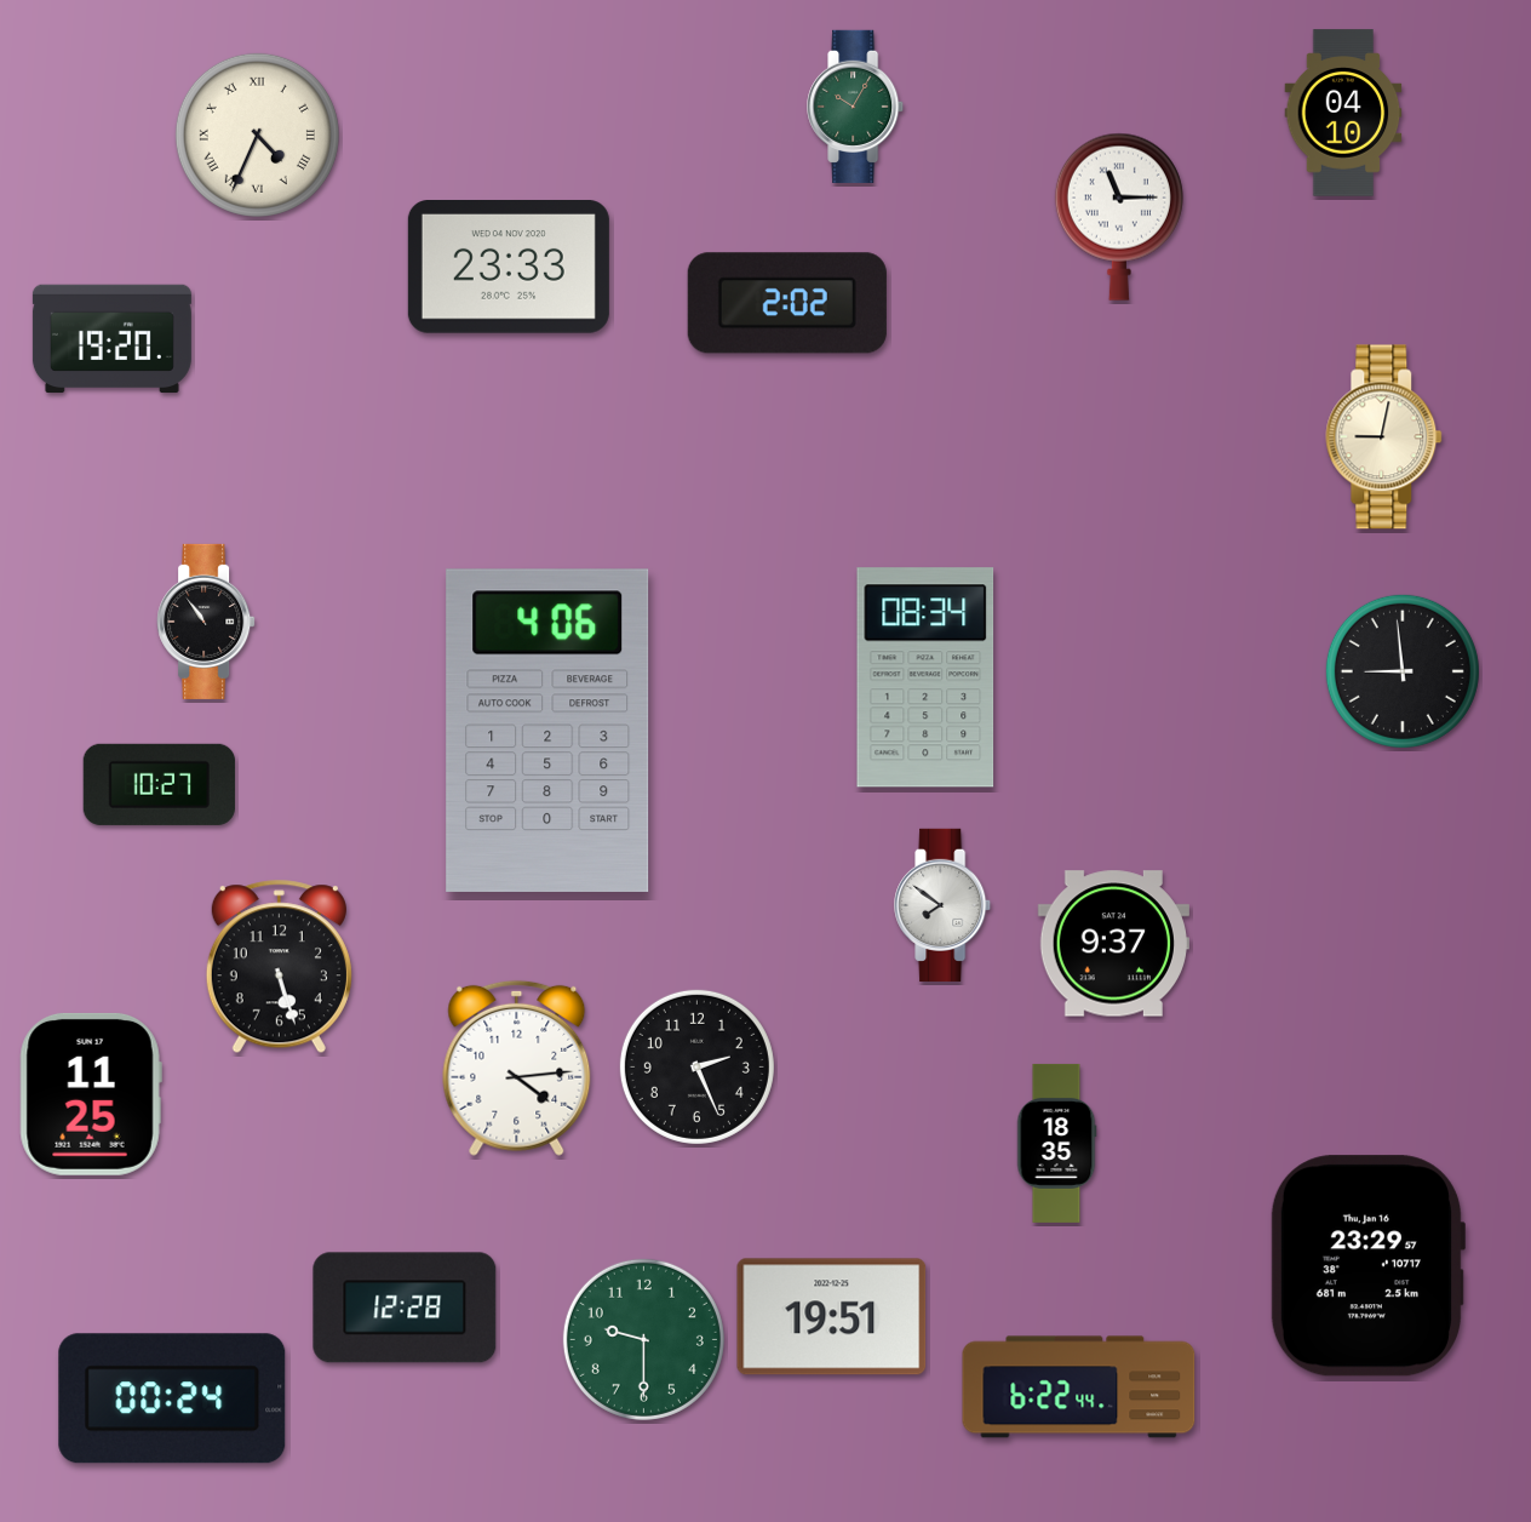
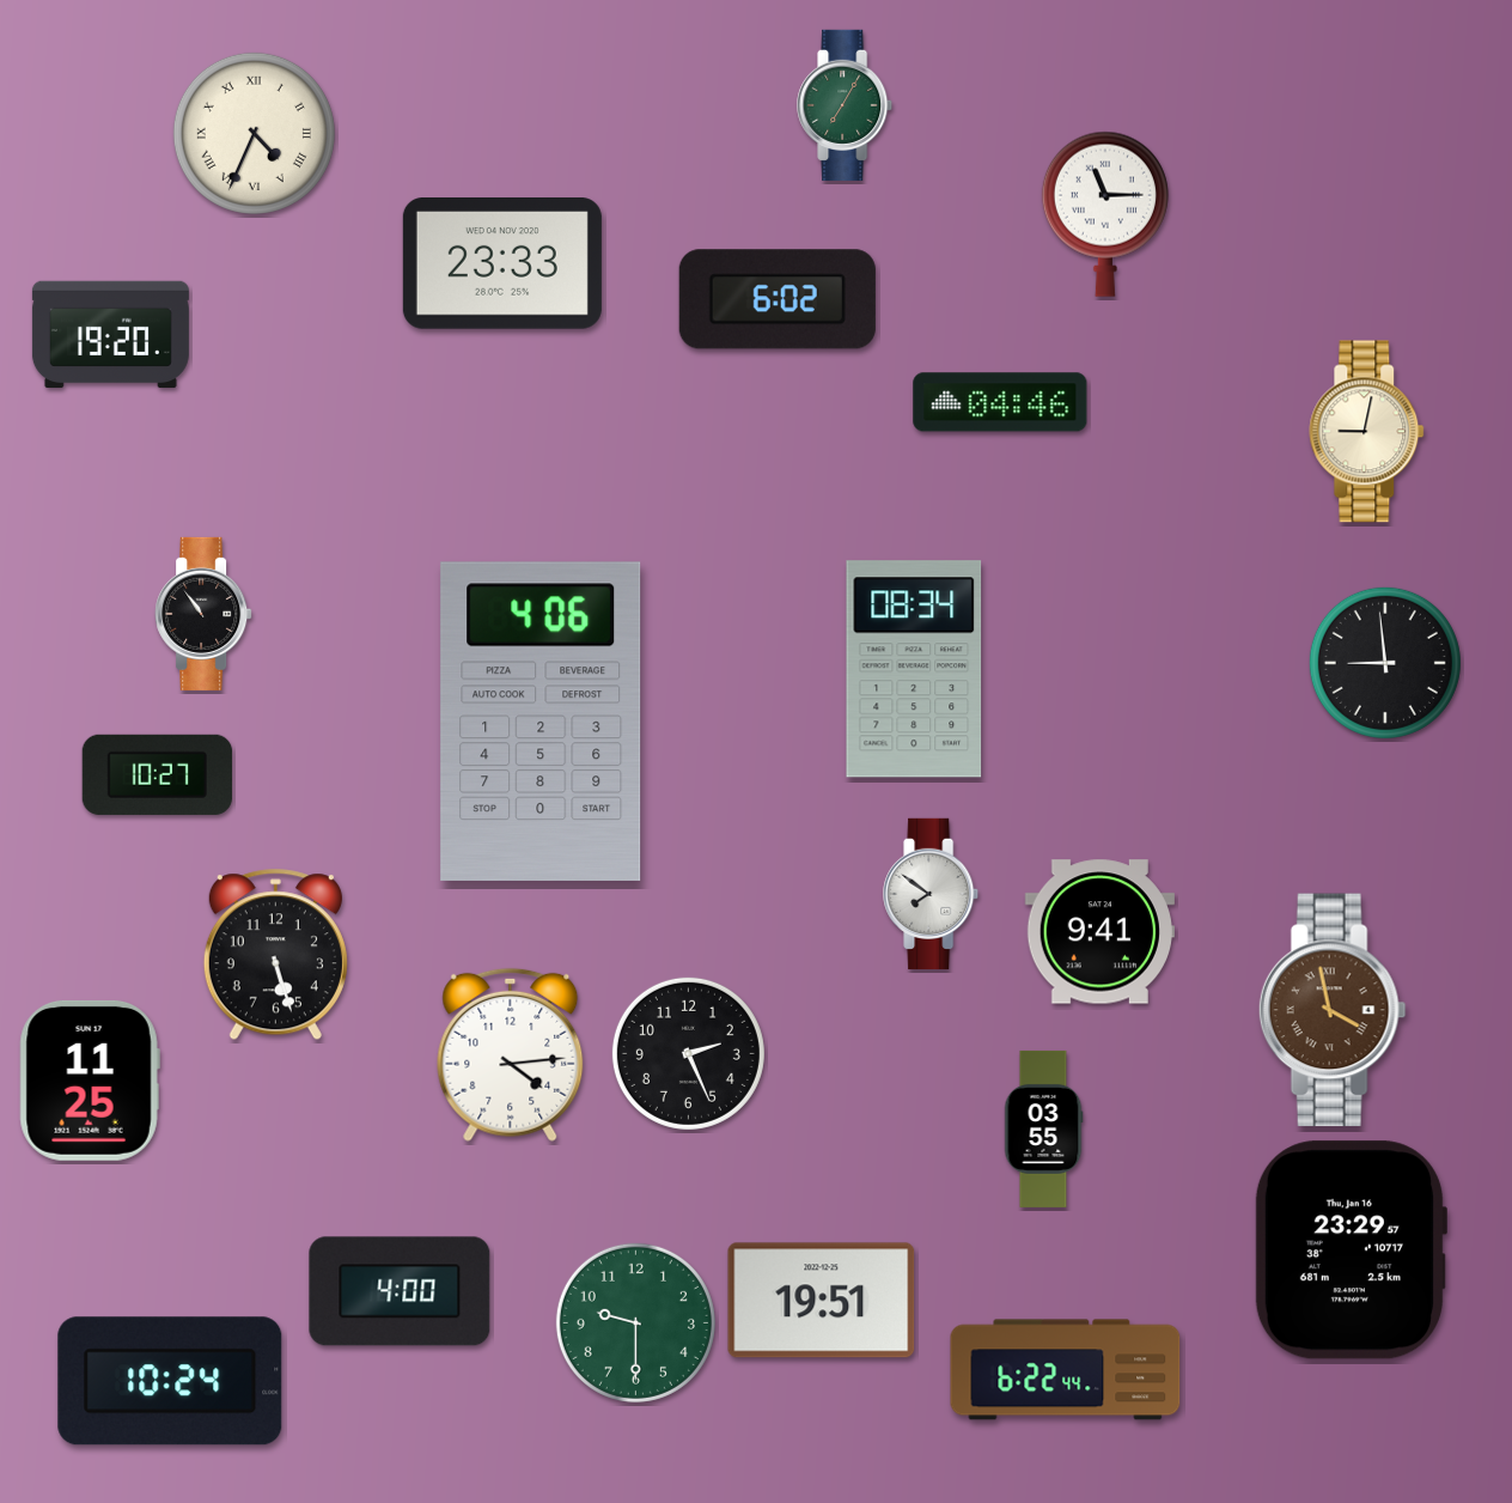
clock at (856, 107): 10:05 -> 7:05
clock at (1343, 113): 04:10 -> none
clock at (787, 303): 2:02 -> 6:02
clock at (1000, 402): none -> 04:46
clock at (1113, 944): 9:37 -> 9:41
clock at (1333, 1010): none -> 3:58
clock at (1056, 1143): 18:35 -> 03:55
clock at (405, 1308): 12:28 -> 4:00
clock at (172, 1398): 00:24 -> 10:24
